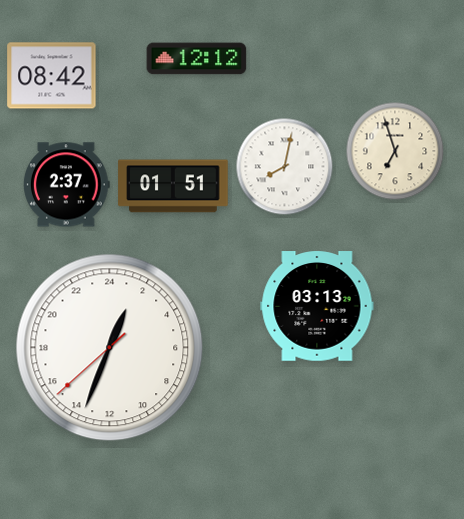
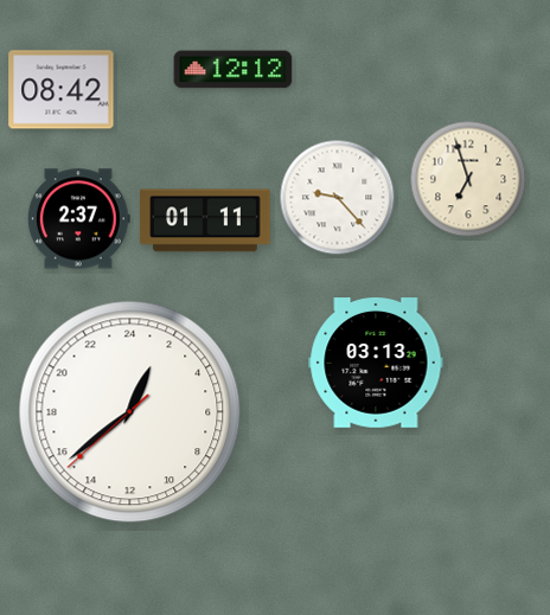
clock at (285, 167): 8:02 -> 9:23
clock at (173, 186): 01:51 -> 01:11
clock at (110, 348): 1:33 -> 1:38
